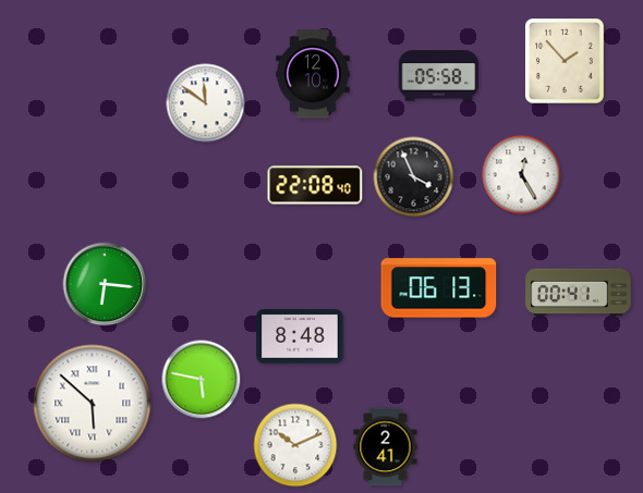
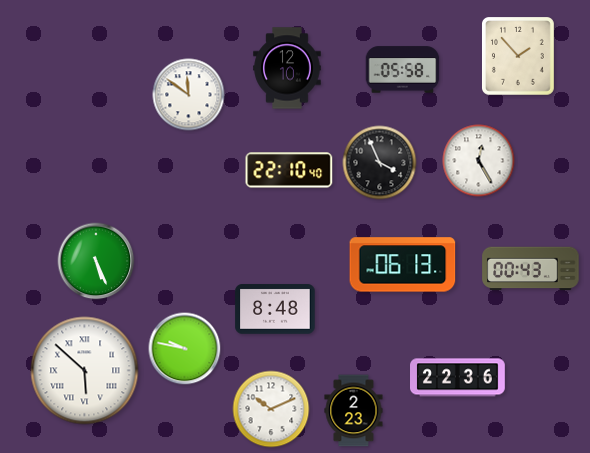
clock at (315, 185): 22:08 -> 22:10
clock at (105, 284): 6:16 -> 5:26
clock at (579, 293): 00:41 -> 00:43
clock at (202, 380): 5:47 -> 9:47
clock at (458, 378): none -> 22:36
clock at (386, 447): 2:41 -> 2:23
